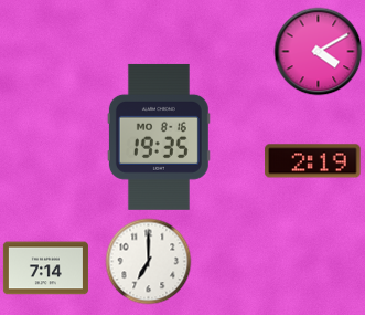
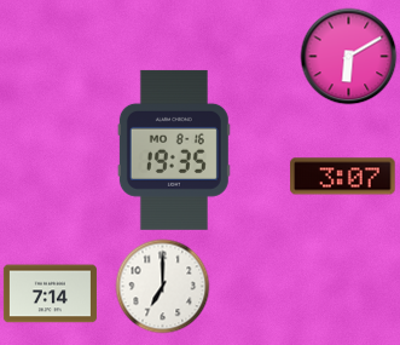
clock at (318, 51): 4:10 -> 6:10
clock at (313, 161): 2:19 -> 3:07
